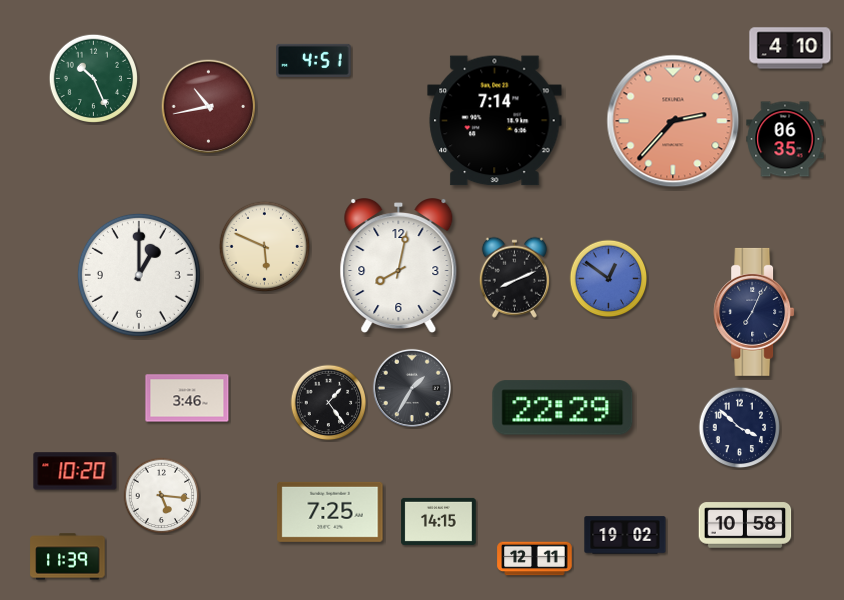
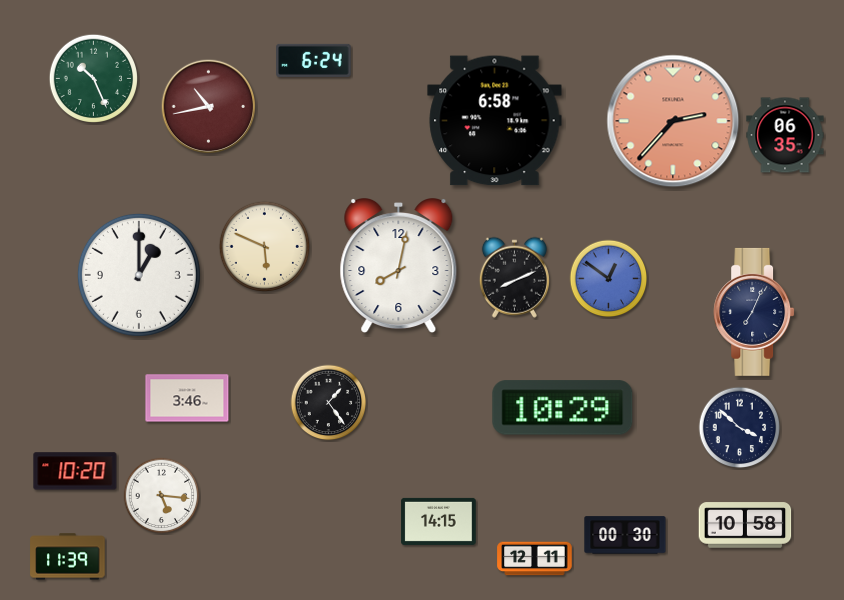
clock at (790, 48): 4:10 -> none
clock at (314, 60): 4:51 -> 6:24
clock at (495, 121): 7:14 -> 6:58
clock at (785, 139) position: (785, 139) -> (785, 135)
clock at (412, 388): 1:35 -> none
clock at (563, 408): 22:29 -> 10:29
clock at (330, 512): 7:25 -> none
clock at (625, 535): 19:02 -> 00:30
